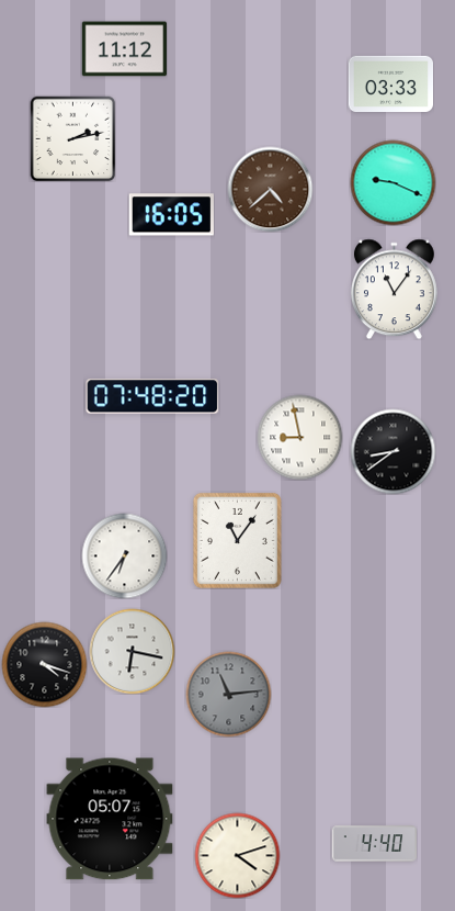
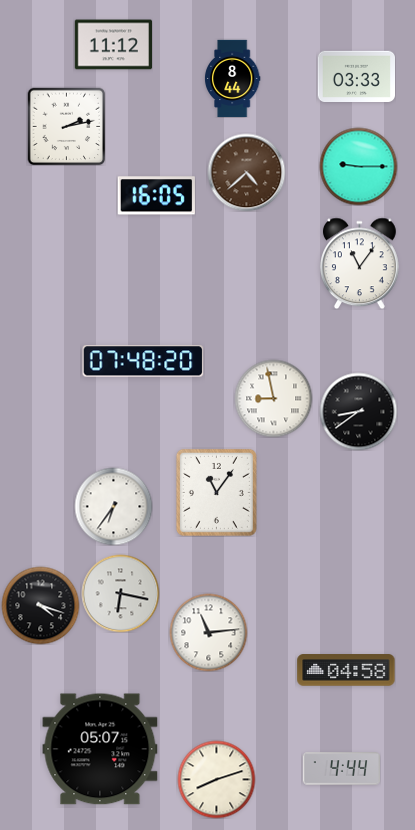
clock at (232, 78): none -> 8:44
clock at (393, 182): 9:19 -> 9:15
clock at (152, 396) position: (152, 396) -> (143, 361)
clock at (228, 694) dial: grey -> white
clock at (346, 670): none -> 04:58
clock at (110, 819) position: (110, 819) -> (100, 749)
clock at (374, 844): 4:40 -> 4:44
clock at (237, 855): 4:12 -> 8:12
